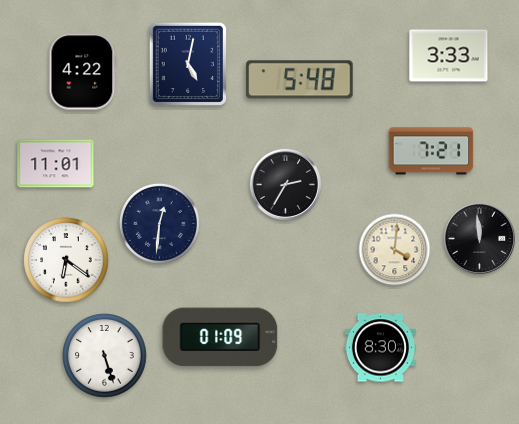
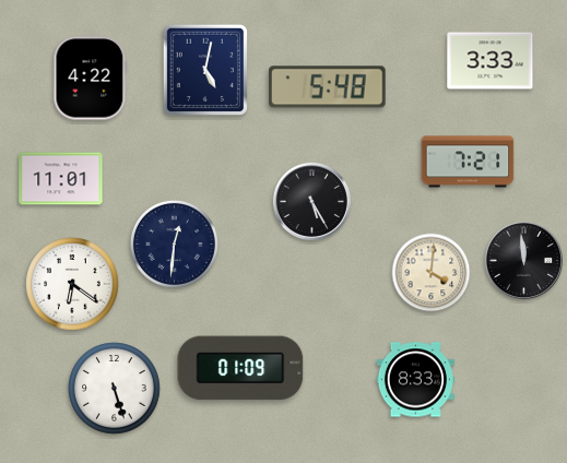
clock at (431, 151) position: (431, 151) -> (468, 162)
clock at (285, 184): 2:35 -> 5:25
clock at (380, 348): 8:30 -> 8:33
